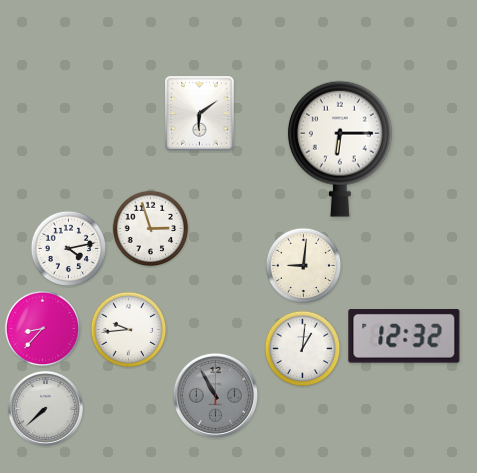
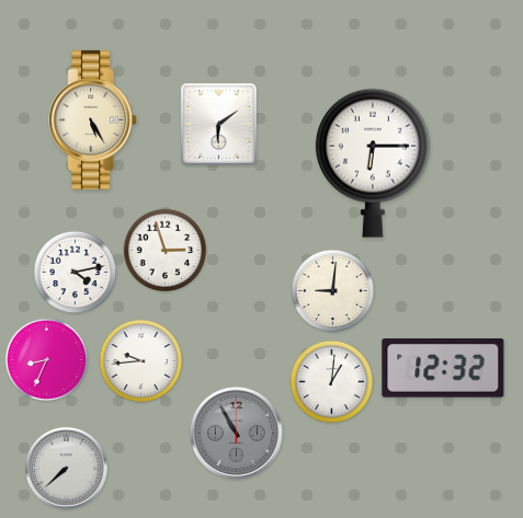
clock at (93, 119): none -> 5:25
clock at (43, 329): 8:37 -> 8:34
clock at (45, 408) position: (45, 408) -> (66, 468)
